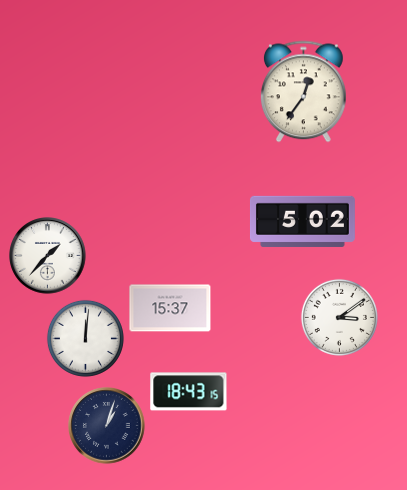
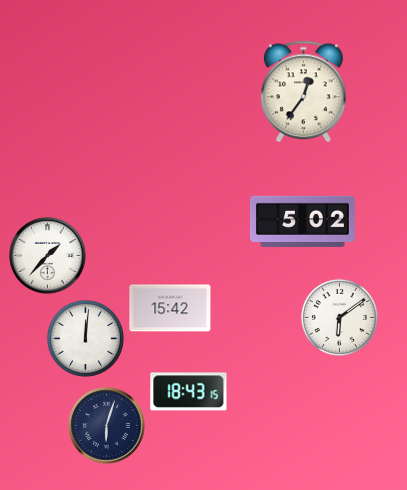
clock at (170, 308): 15:37 -> 15:42
clock at (339, 317): 3:09 -> 6:09
clock at (107, 426): 1:03 -> 6:03
